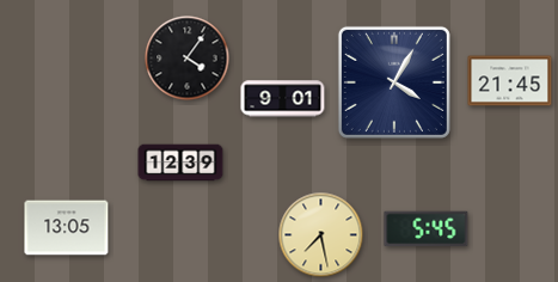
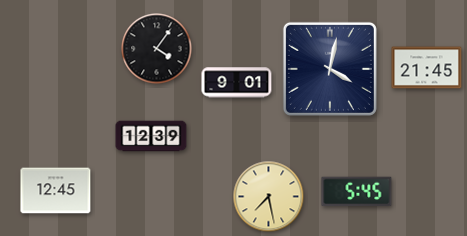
clock at (394, 82): 4:05 -> 4:02
clock at (67, 228): 13:05 -> 12:45
